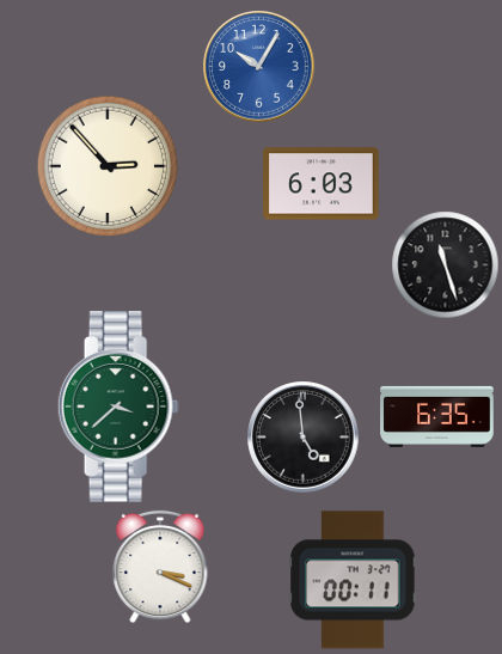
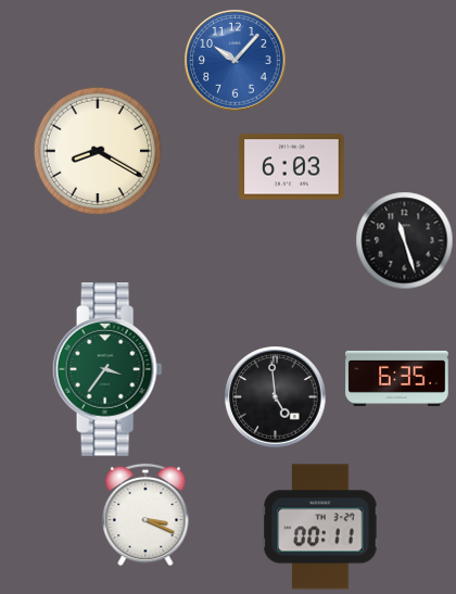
clock at (258, 66): 10:05 -> 10:07
clock at (106, 165): 2:53 -> 8:20
clock at (118, 407): 3:38 -> 3:36
